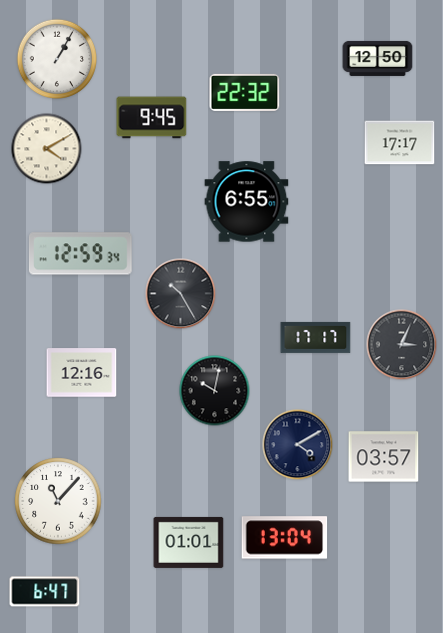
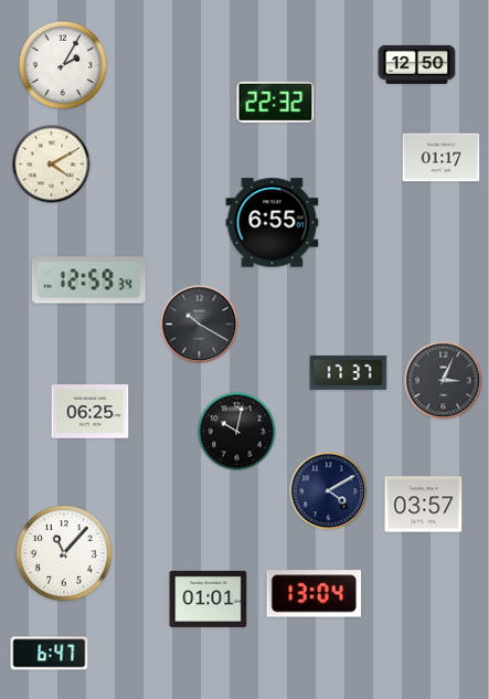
clock at (57, 59): 1:05 -> 2:05
clock at (245, 92) position: (245, 92) -> (276, 102)
clock at (152, 118): 9:45 -> none
clock at (400, 143): 17:17 -> 01:17
clock at (181, 294): 10:25 -> 10:20
clock at (316, 337): 17:17 -> 17:37
clock at (82, 373): 12:16 -> 06:25
